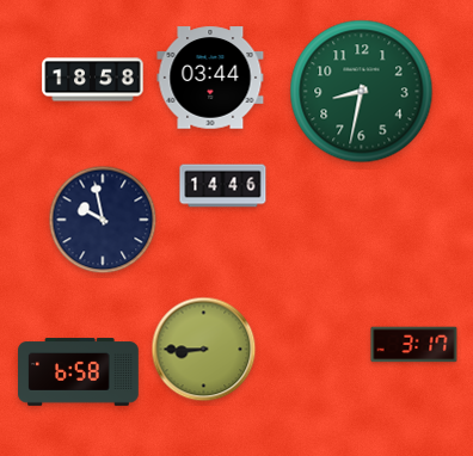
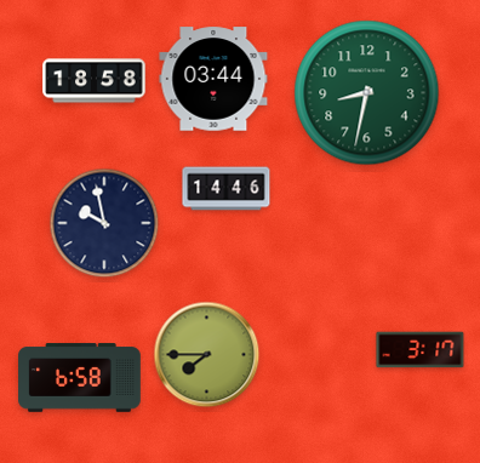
clock at (204, 350): 8:45 -> 7:45
